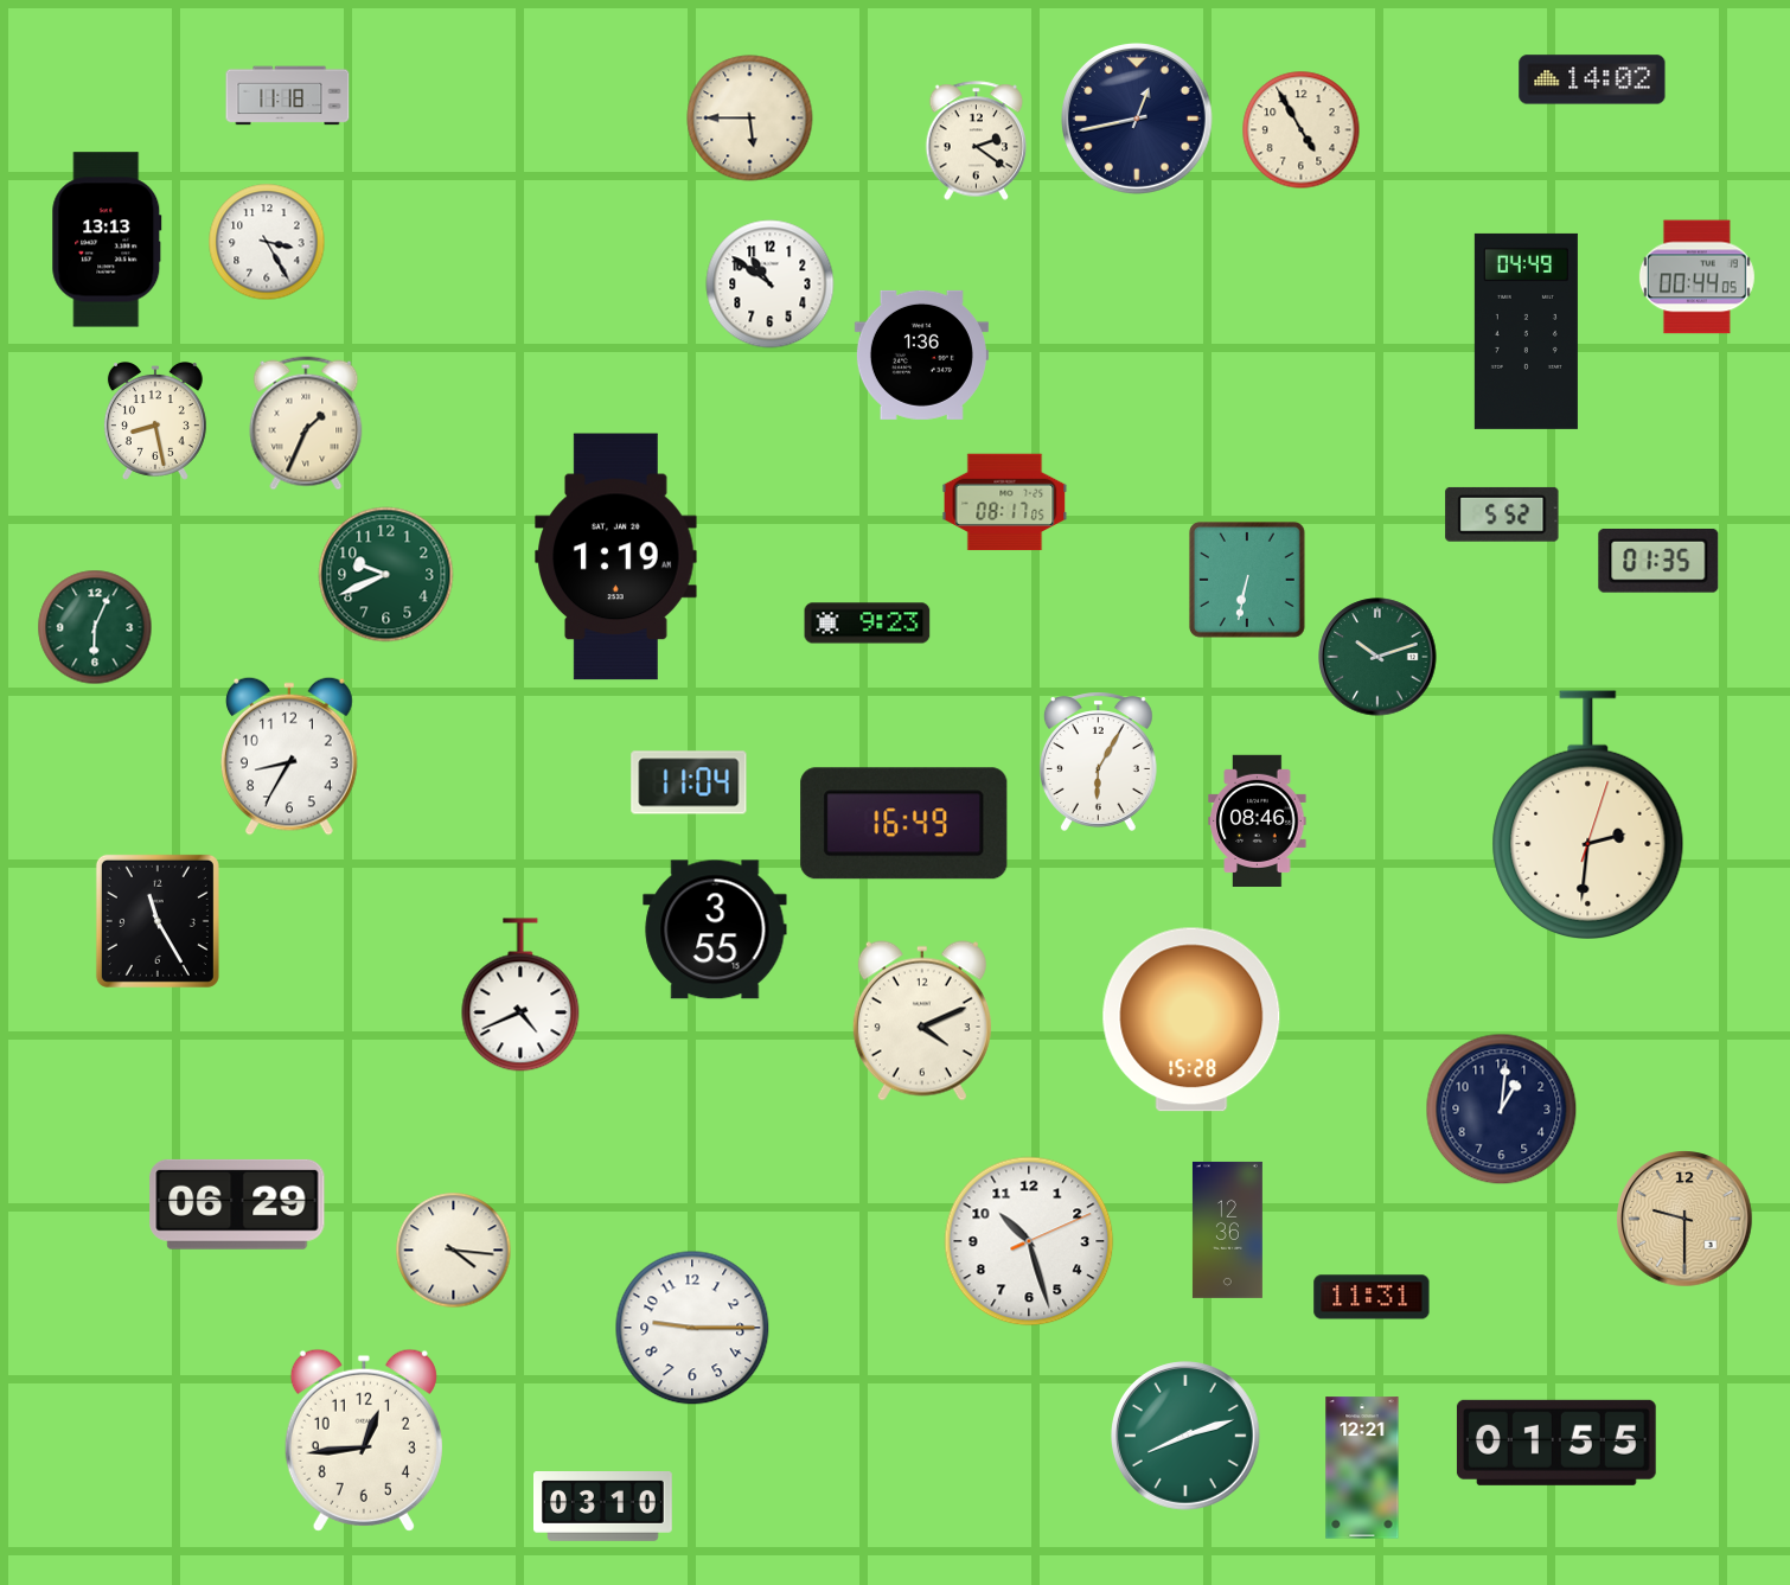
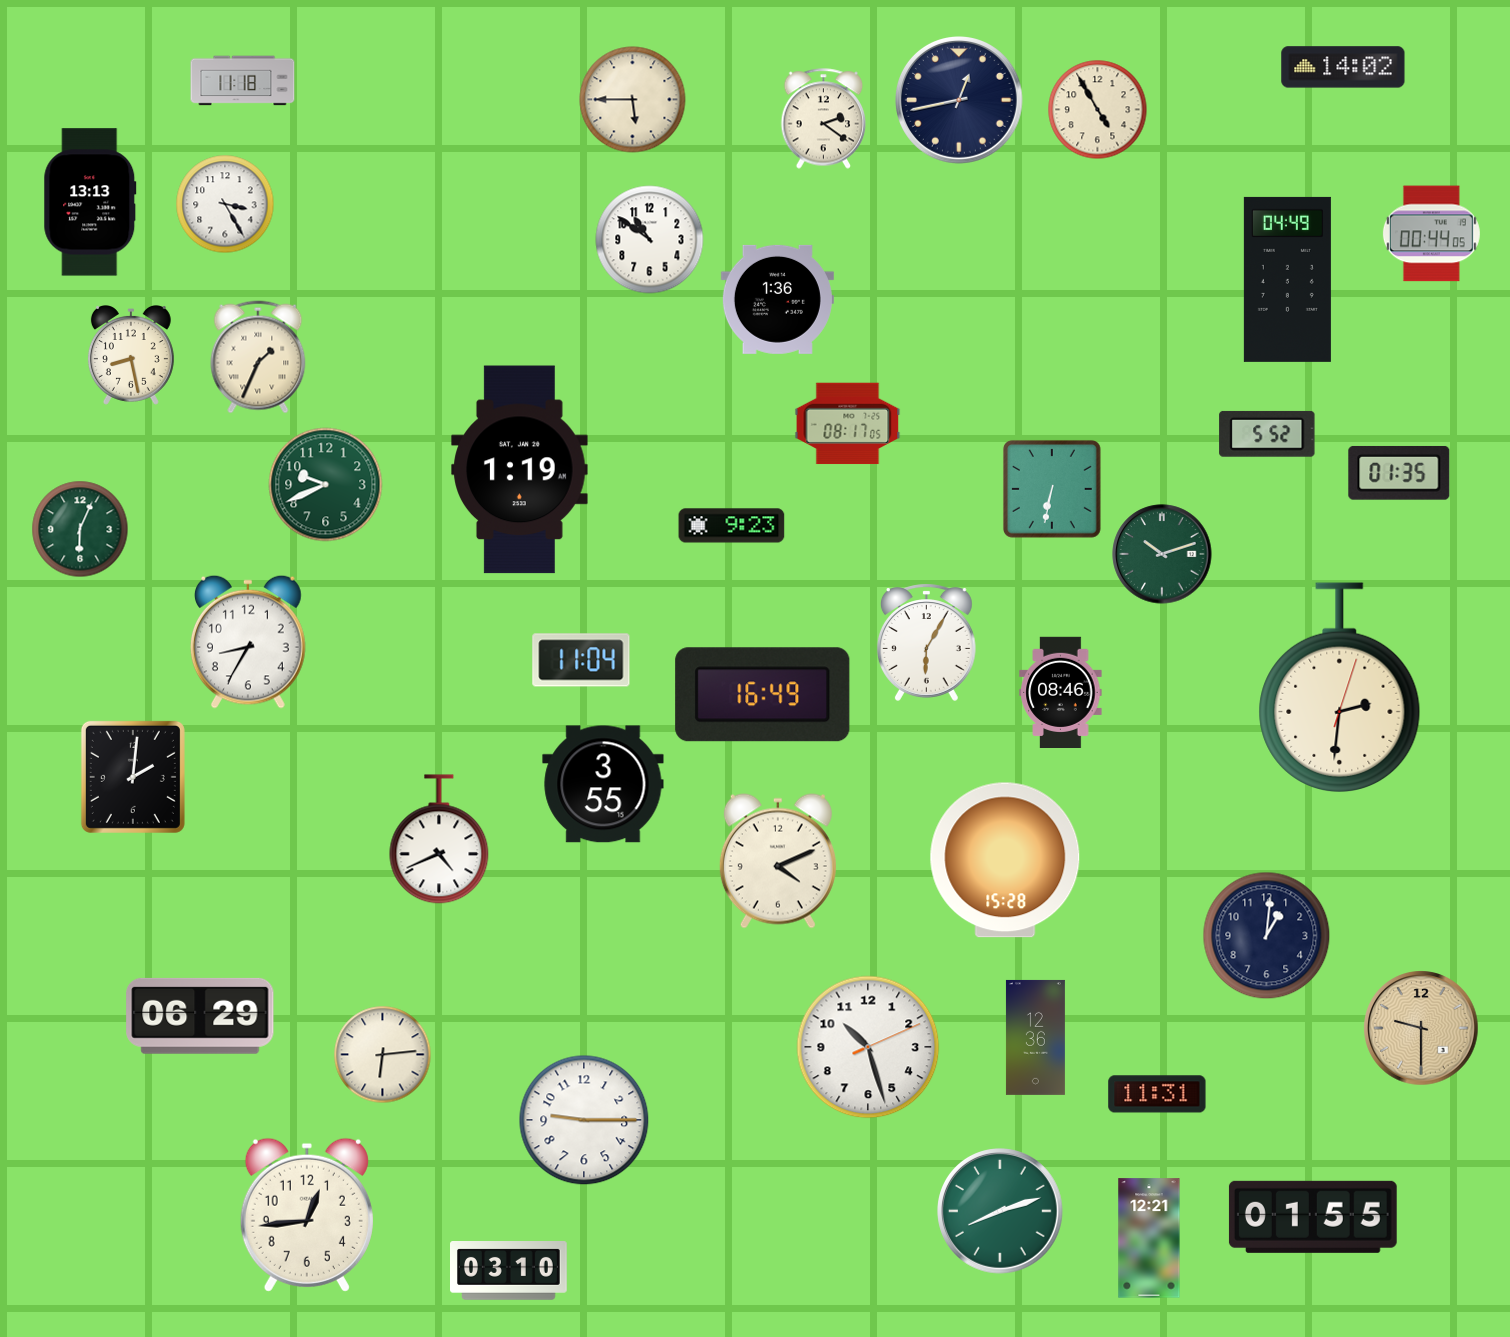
clock at (290, 756) position: (290, 756) -> (249, 642)
clock at (158, 921): 11:25 -> 2:01
clock at (454, 1251): 4:16 -> 6:14
